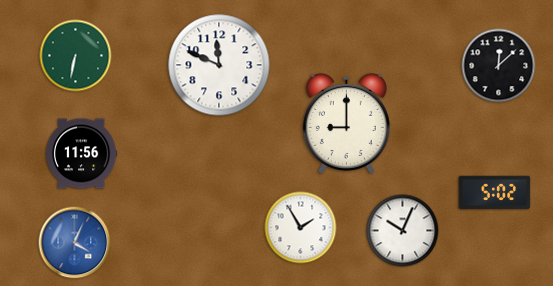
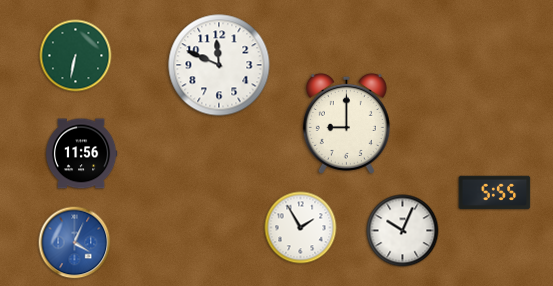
clock at (499, 66): 12:08 -> none
clock at (495, 193): 5:02 -> 5:55
